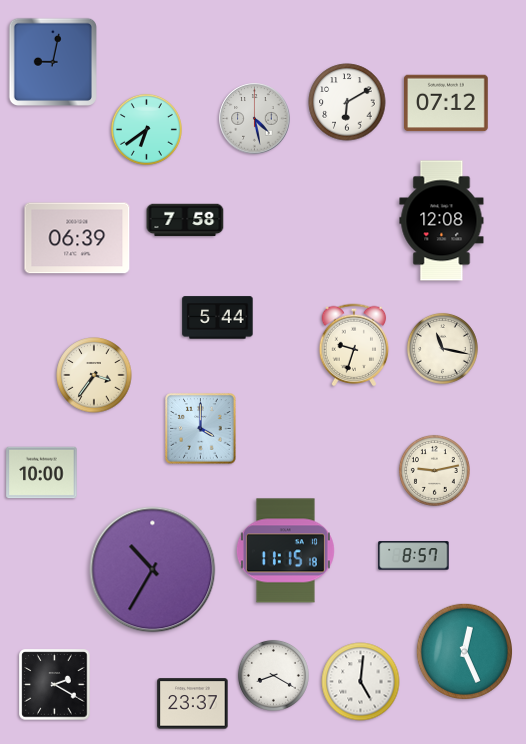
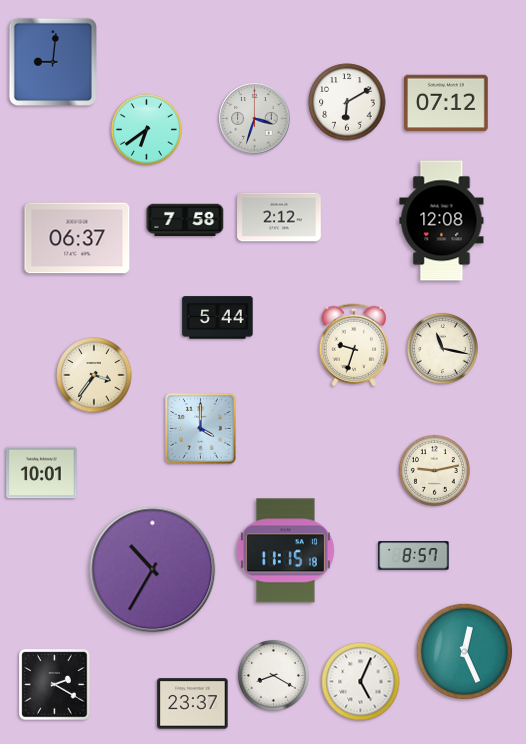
clock at (53, 62): 9:02 -> 9:01
clock at (255, 119): 4:28 -> 3:33
clock at (279, 217): none -> 2:12
clock at (77, 238): 06:39 -> 06:37
clock at (42, 473): 10:00 -> 10:01
clock at (361, 682): 5:01 -> 5:04
